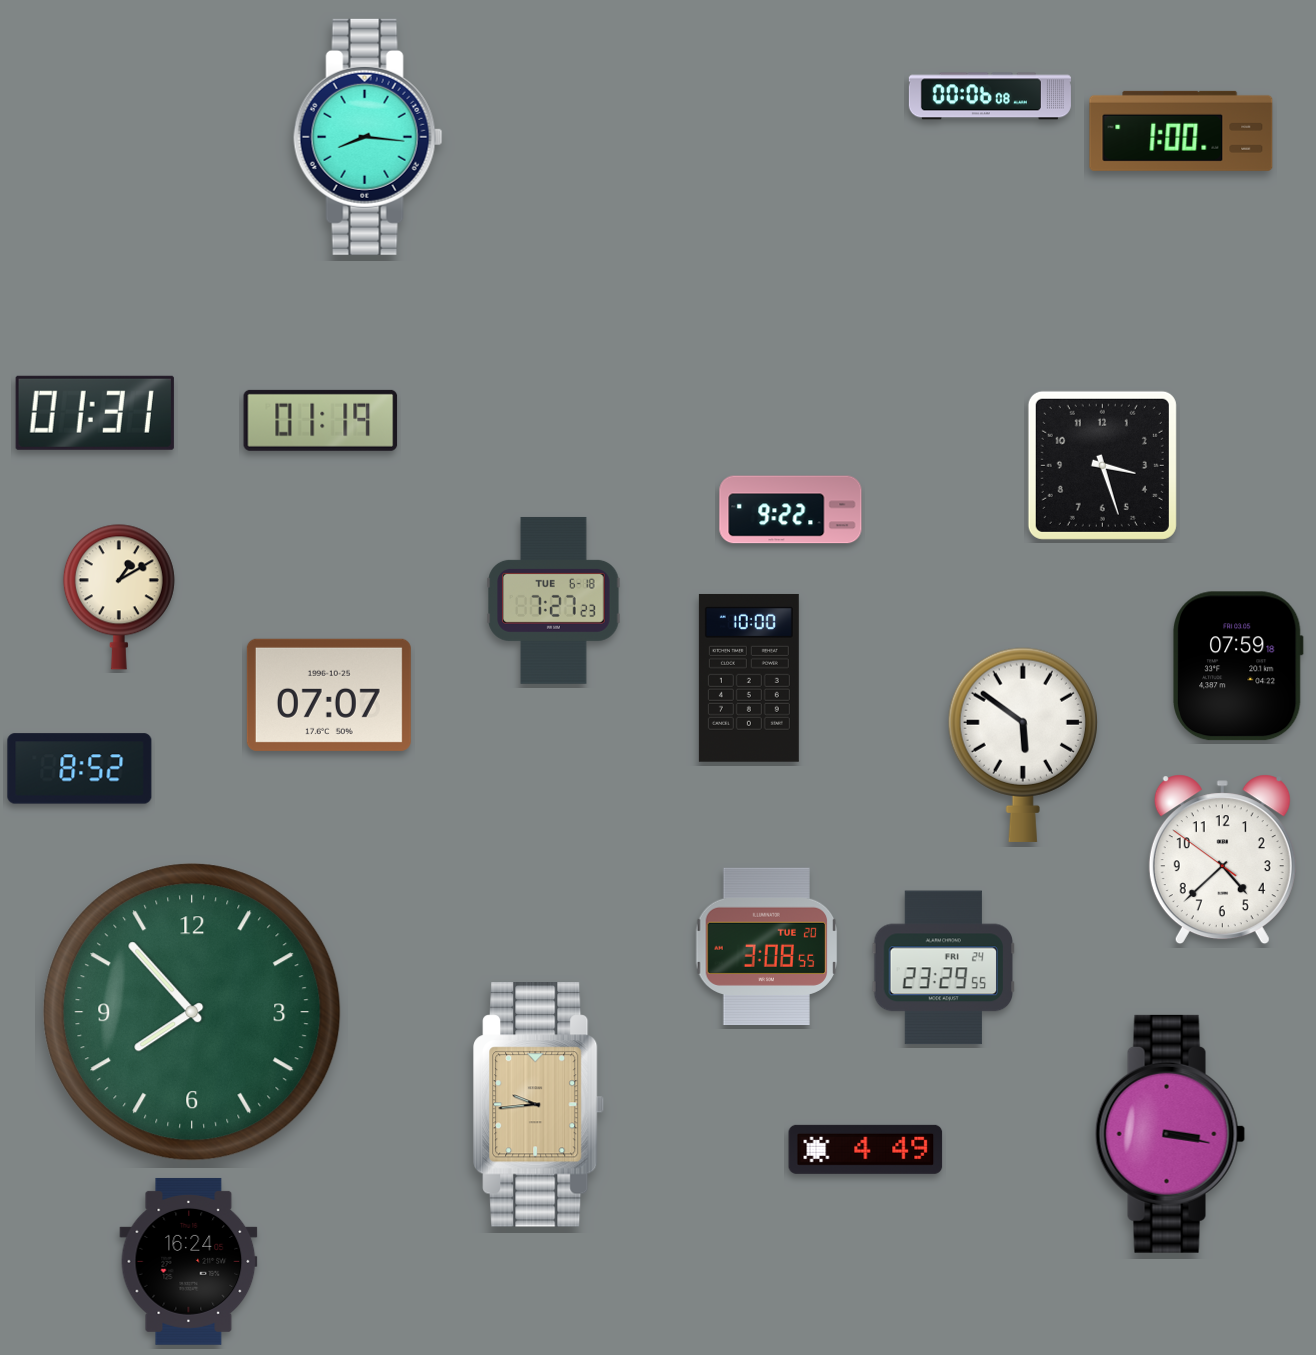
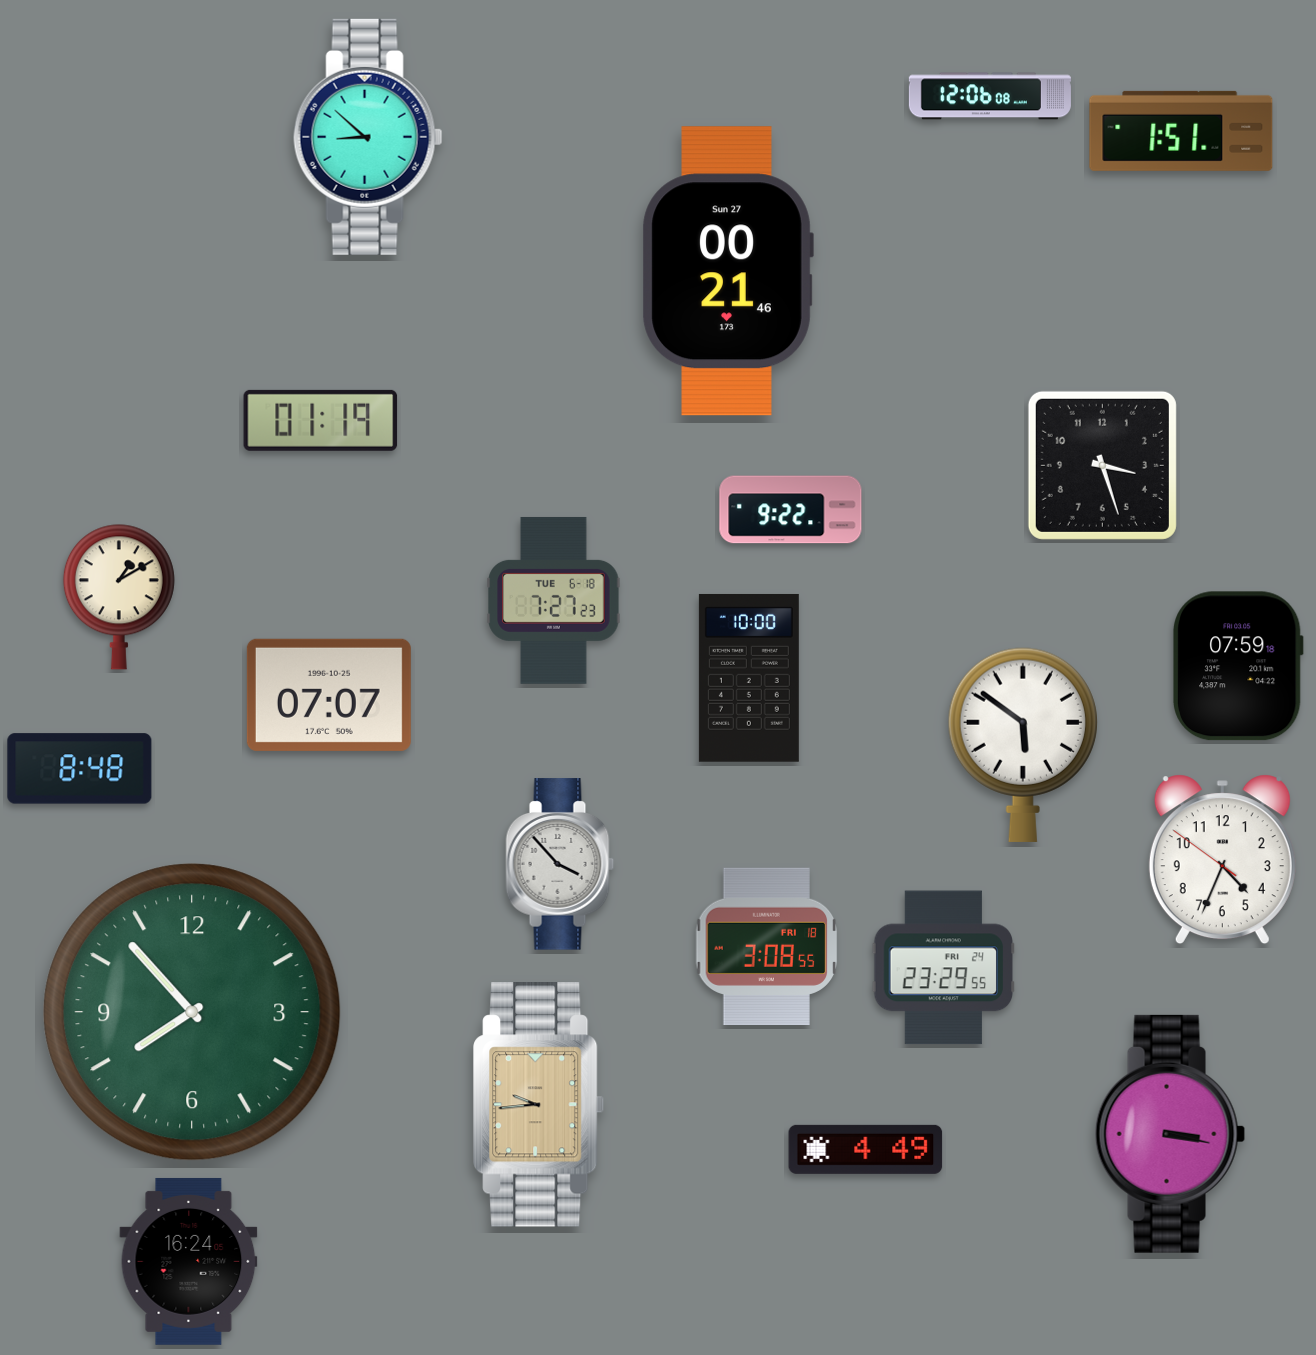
clock at (990, 96): 00:06 -> 12:06
clock at (1181, 131): 1:00 -> 1:51
clock at (368, 137): 8:16 -> 8:52
clock at (728, 271): none -> 00:21
clock at (95, 413): 01:31 -> none
clock at (80, 769): 8:52 -> 8:48
clock at (1222, 860): 4:37 -> 4:33
clock at (560, 864): none -> 3:53
clock at (767, 946) date: TUE 20 -> FRI 18
